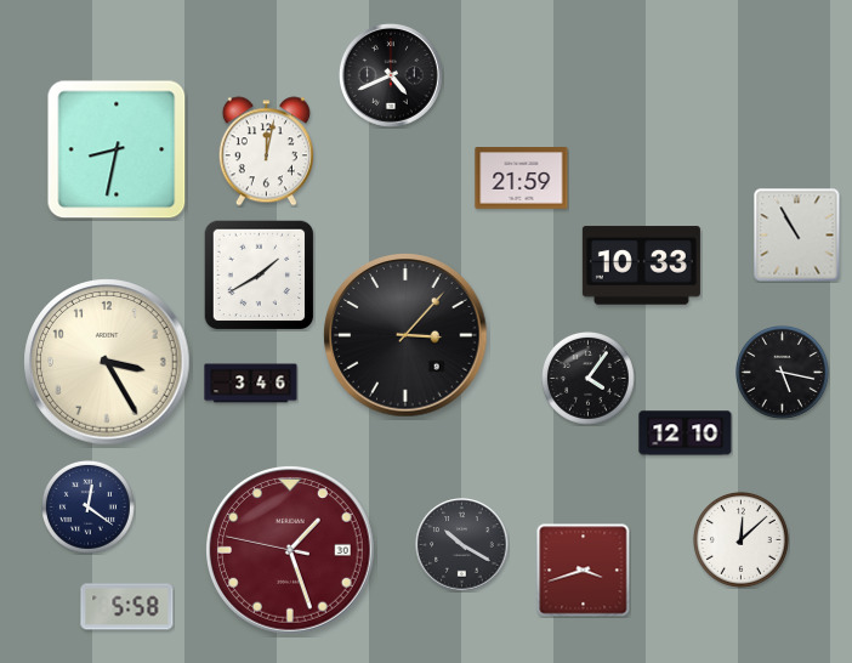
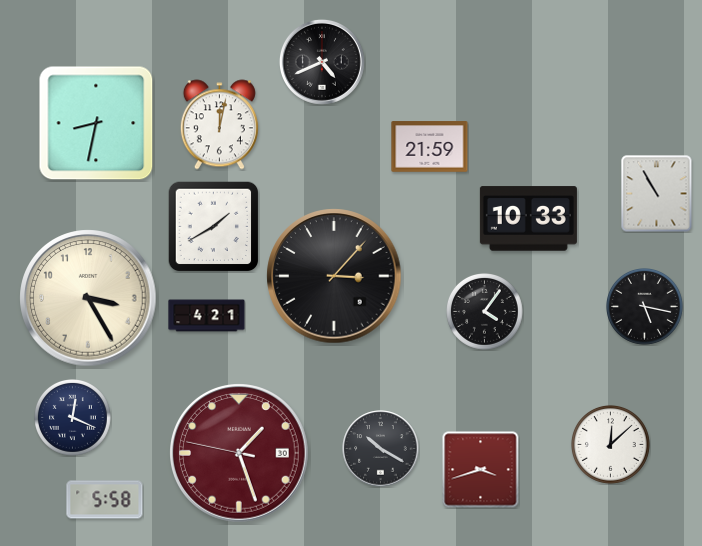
clock at (251, 384): 3:46 -> 4:21
clock at (686, 433): 12:10 -> none
clock at (89, 508): 12:21 -> 12:19
